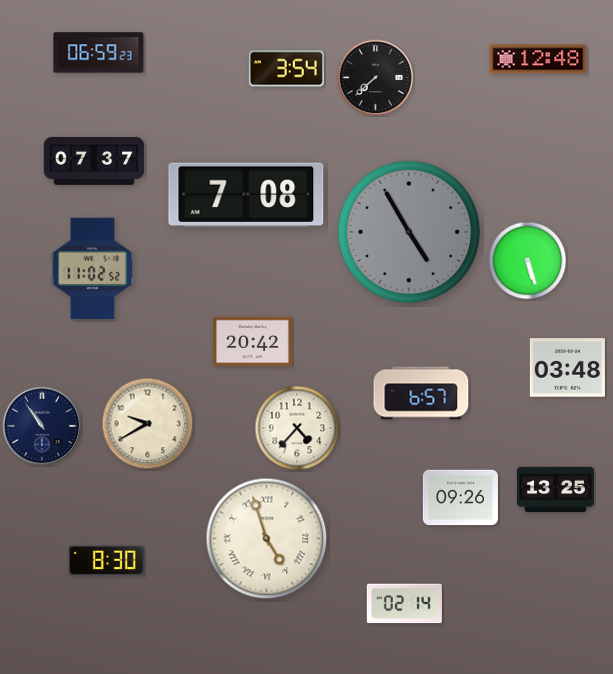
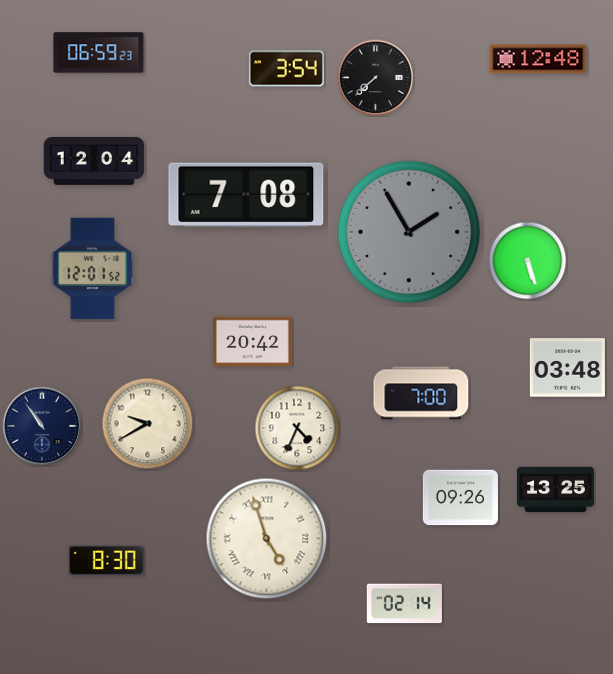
clock at (94, 161): 07:37 -> 12:04
clock at (409, 232): 4:55 -> 1:55
clock at (93, 269): 11:02 -> 12:01
clock at (421, 393): 6:57 -> 7:00
clock at (297, 428): 4:37 -> 4:34
